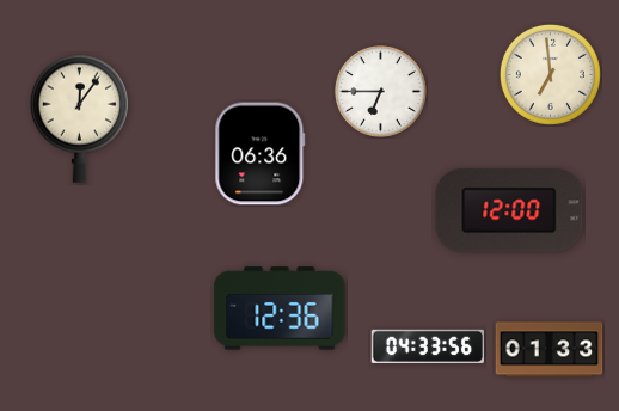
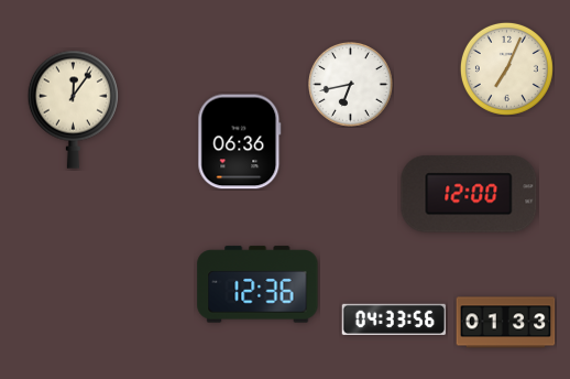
clock at (550, 74): 6:59 -> 7:04
clock at (380, 91): 6:45 -> 6:43
